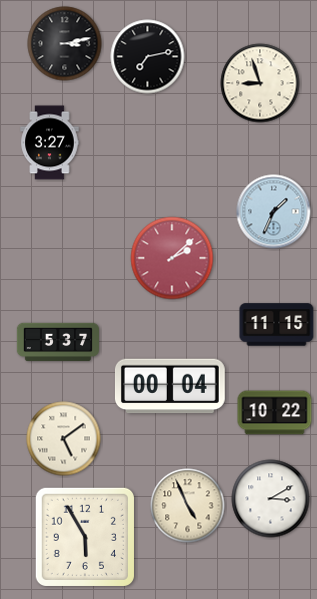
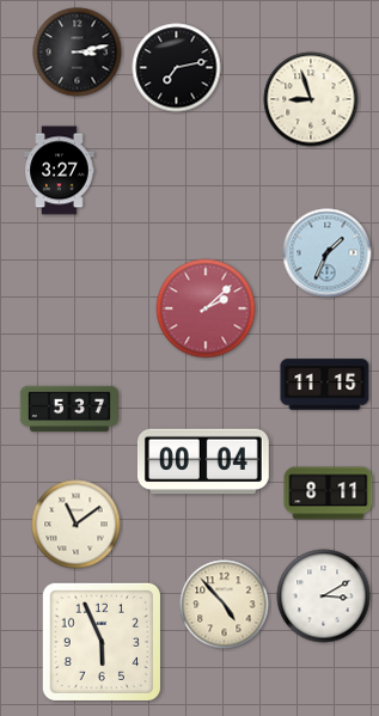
clock at (277, 325) position: (277, 325) -> (325, 385)
clock at (275, 413): 10:22 -> 8:11
clock at (64, 439): 5:09 -> 11:09
clock at (188, 506): 4:56 -> 4:53
clock at (85, 537): 5:55 -> 5:56
